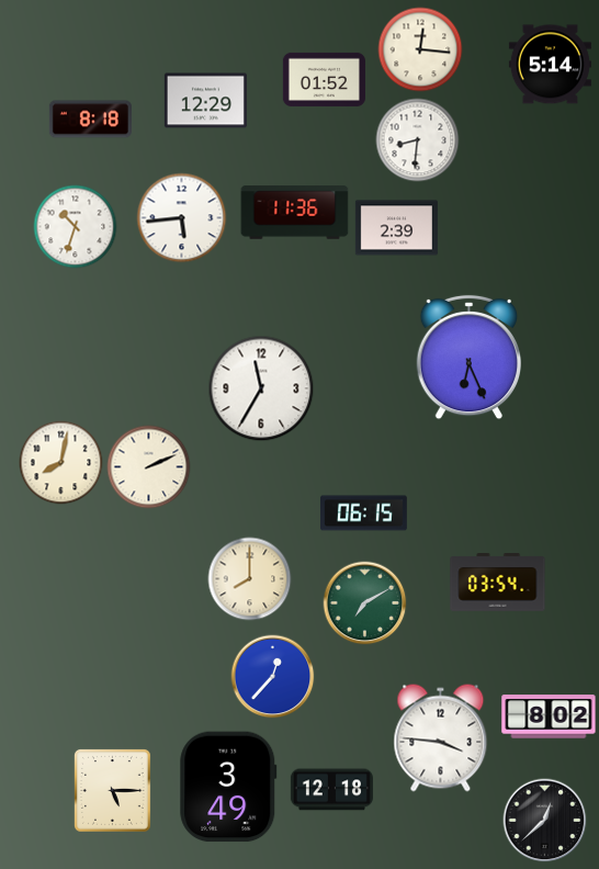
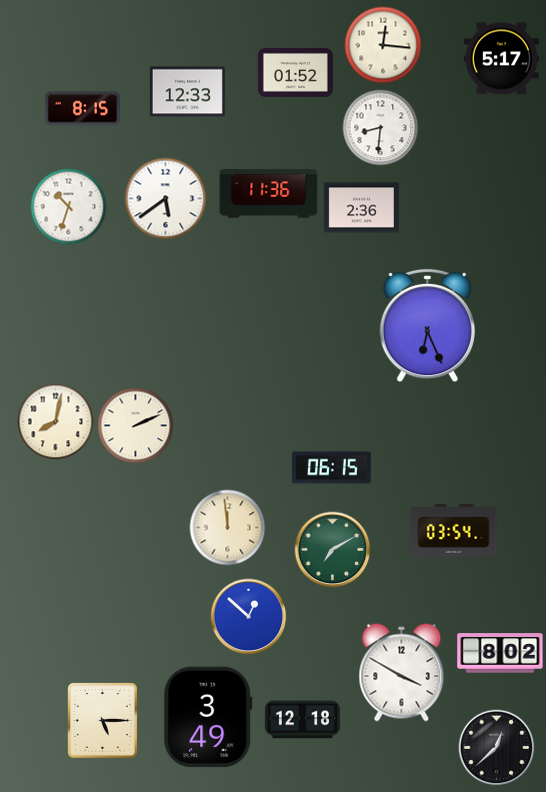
clock at (550, 65): 5:14 -> 5:17
clock at (205, 101): 12:29 -> 12:33
clock at (90, 120): 8:18 -> 8:15
clock at (182, 218): 5:44 -> 5:39
clock at (396, 228): 2:39 -> 2:36
clock at (261, 388): 11:35 -> none
clock at (250, 579): 8:00 -> 11:59
clock at (273, 677): 12:37 -> 12:52
clock at (441, 738): 3:46 -> 3:50
